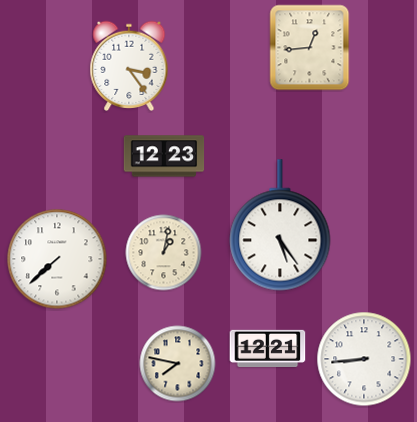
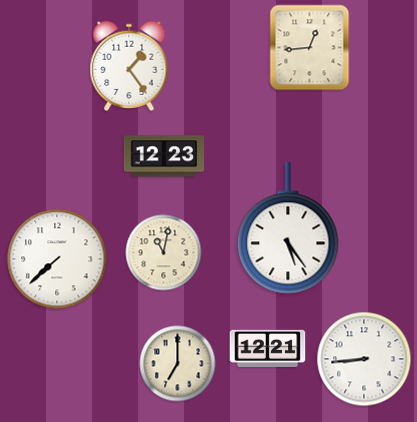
clock at (129, 65): 3:24 -> 1:24
clock at (280, 225) position: (280, 225) -> (288, 228)
clock at (164, 253): 1:02 -> 11:02
clock at (178, 364): 7:47 -> 7:00
